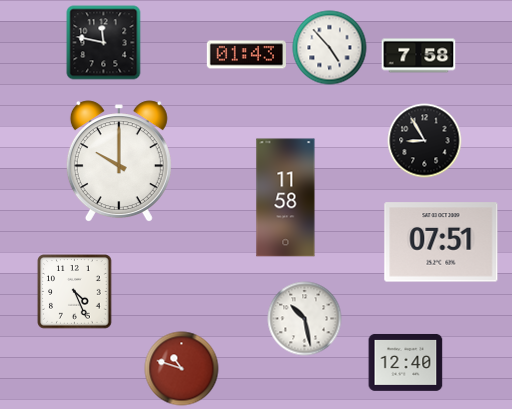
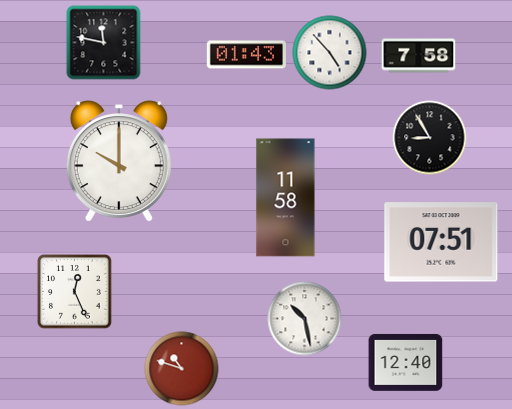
clock at (330, 48) position: (330, 48) -> (330, 53)
clock at (425, 141) position: (425, 141) -> (430, 138)
clock at (75, 292): 4:26 -> 12:26
